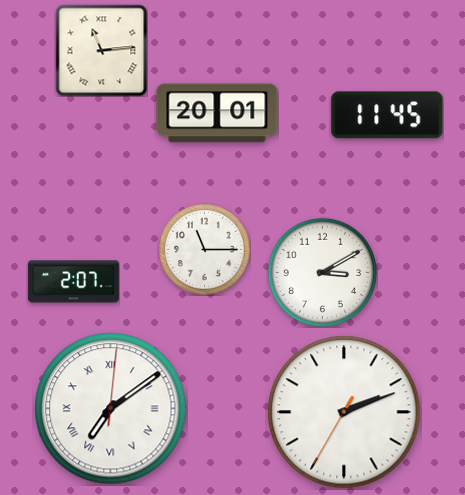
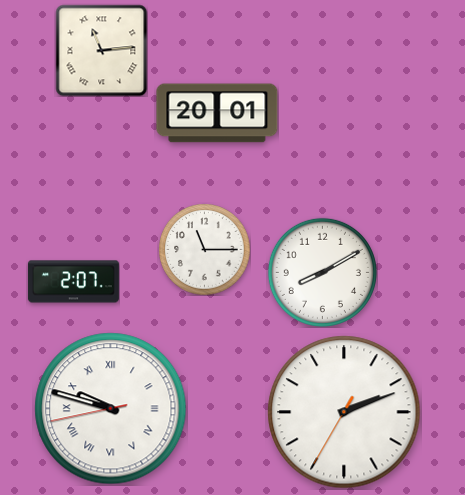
clock at (387, 115): 11:45 -> none
clock at (322, 272): 3:10 -> 8:10
clock at (111, 409): 7:09 -> 9:47
